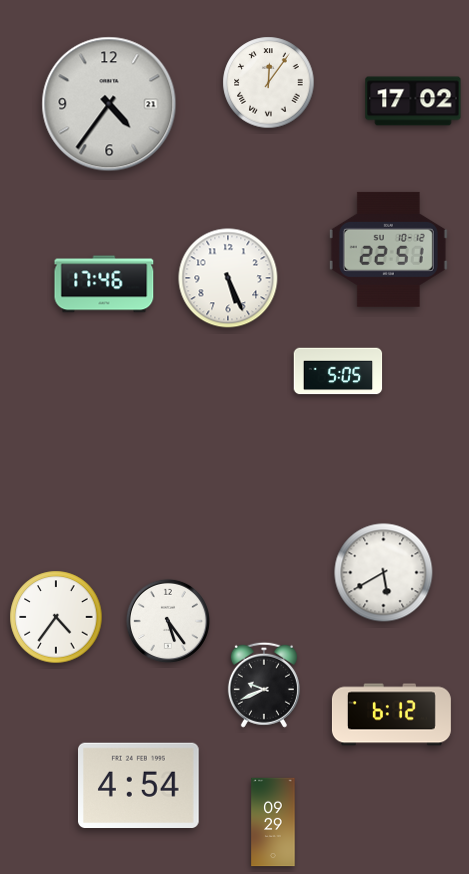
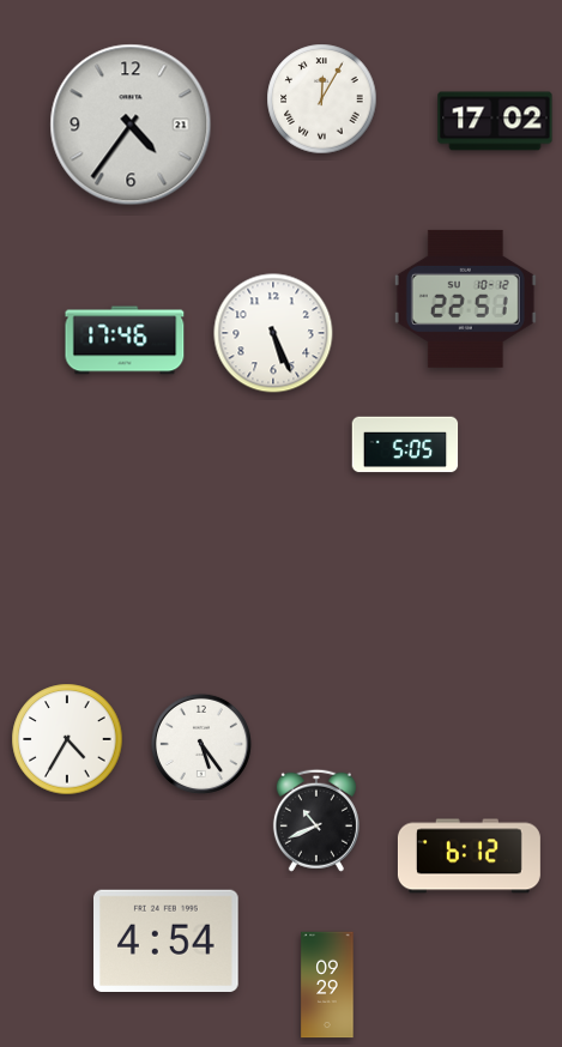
clock at (269, 83): 12:06 -> 12:05
clock at (384, 573): 5:40 -> none
clock at (56, 617): 4:36 -> 4:35
clock at (264, 685): 9:41 -> 10:41
